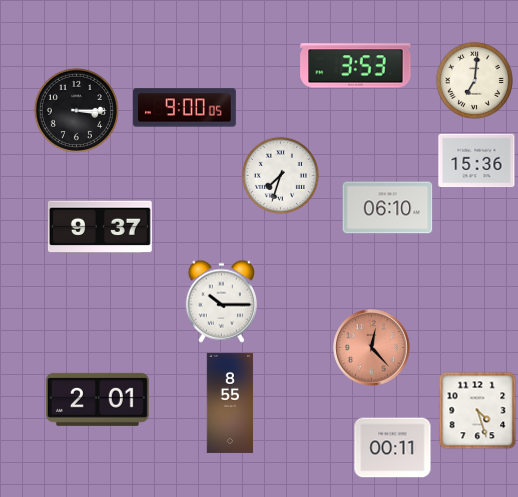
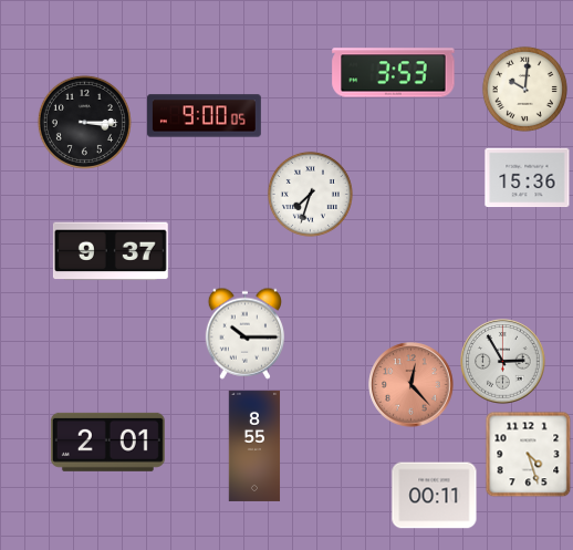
clock at (474, 80): 7:01 -> 10:01
clock at (184, 108) position: (184, 108) -> (204, 116)
clock at (388, 208): 06:10 -> none
clock at (503, 362): none -> 2:55
